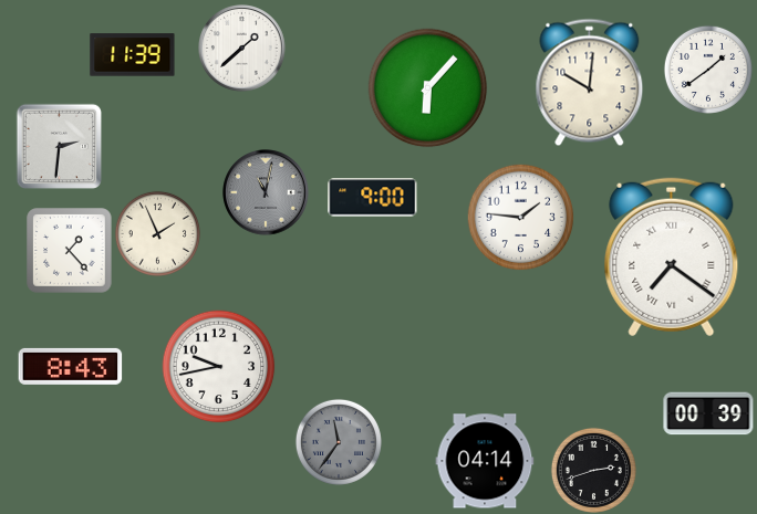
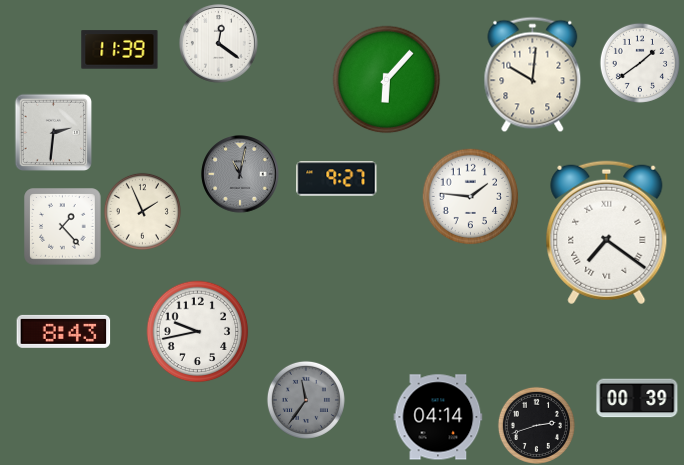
clock at (242, 49): 1:38 -> 12:21
clock at (373, 198): 9:00 -> 9:27
clock at (708, 413) position: (708, 413) -> (637, 398)
